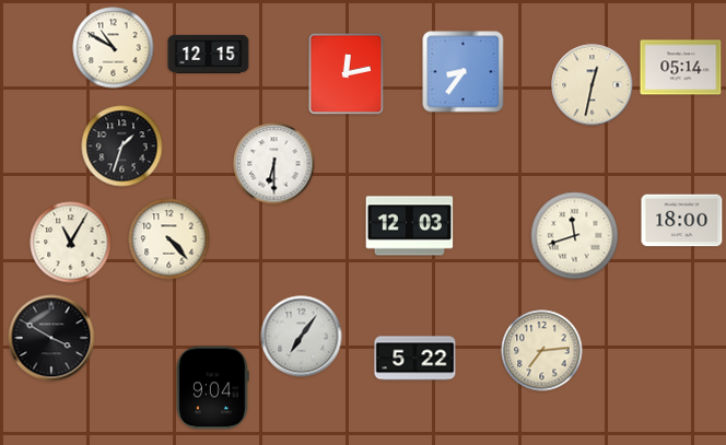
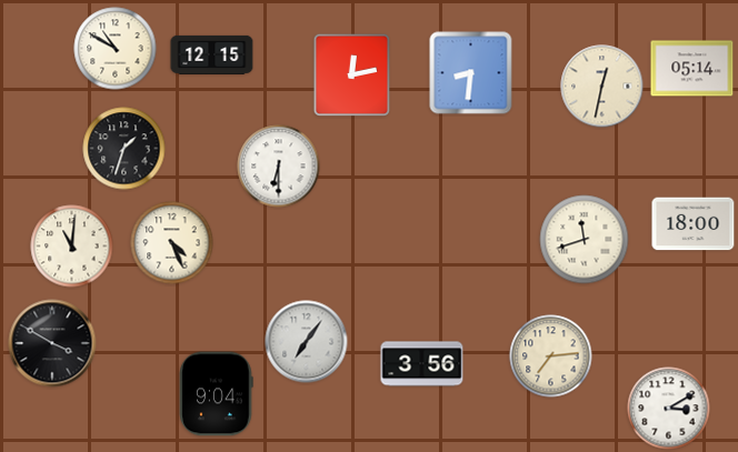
clock at (464, 72): 8:36 -> 8:31
clock at (410, 226): 12:03 -> none
clock at (169, 239): 4:23 -> 4:26
clock at (71, 243): 11:05 -> 11:01
clock at (415, 359): 5:22 -> 3:56
clock at (669, 409): none -> 3:10
